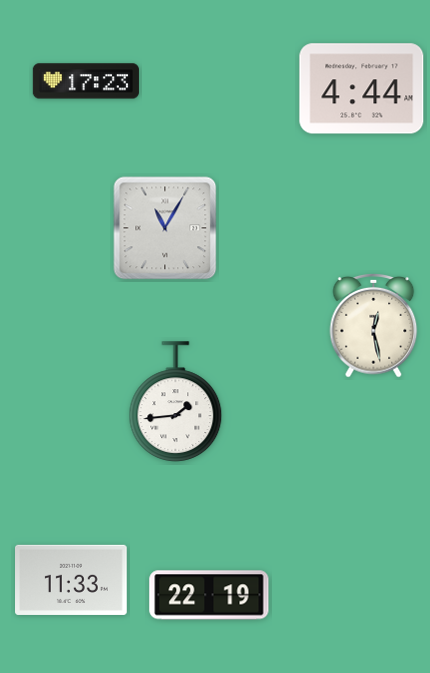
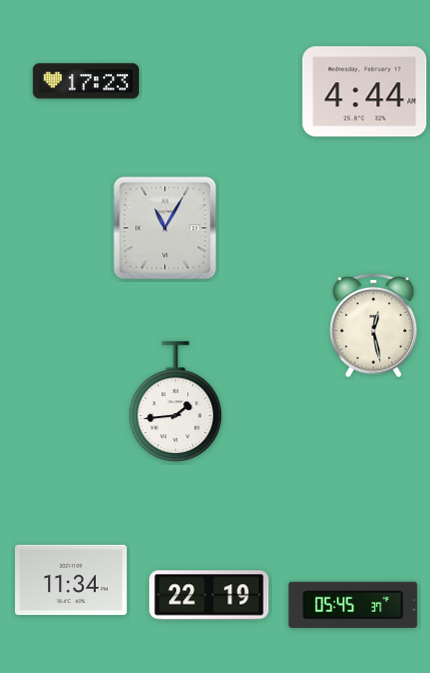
clock at (362, 89) position: (362, 89) -> (365, 92)
clock at (72, 580): 11:33 -> 11:34
clock at (353, 605): none -> 05:45
